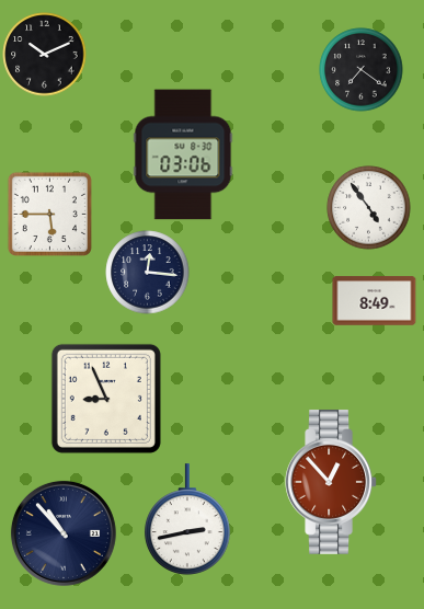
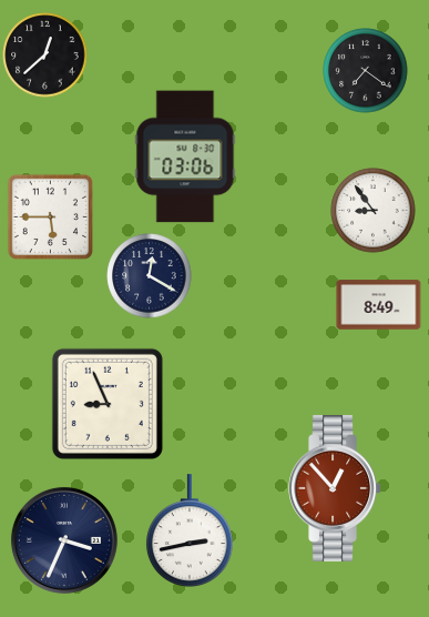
clock at (45, 55): 10:11 -> 12:38
clock at (369, 208): 4:54 -> 8:54
clock at (148, 273): 12:16 -> 12:20
clock at (187, 519) position: (187, 519) -> (190, 530)
clock at (64, 533): 10:53 -> 3:34
